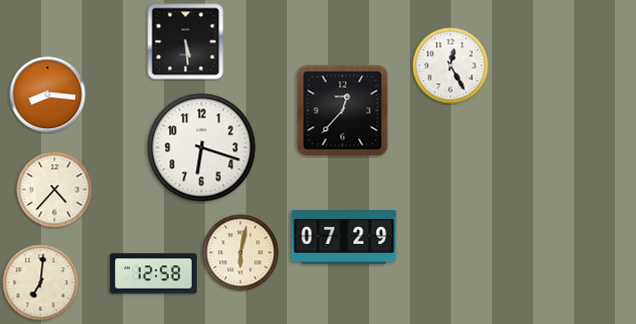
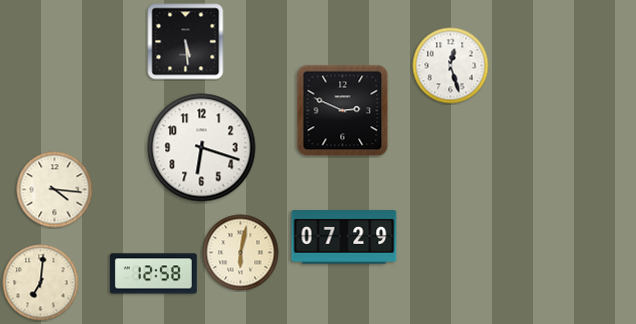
clock at (451, 66): 12:25 -> 12:27
clock at (48, 95): 8:16 -> none
clock at (343, 111): 12:37 -> 2:49
clock at (55, 190): 4:37 -> 4:16
